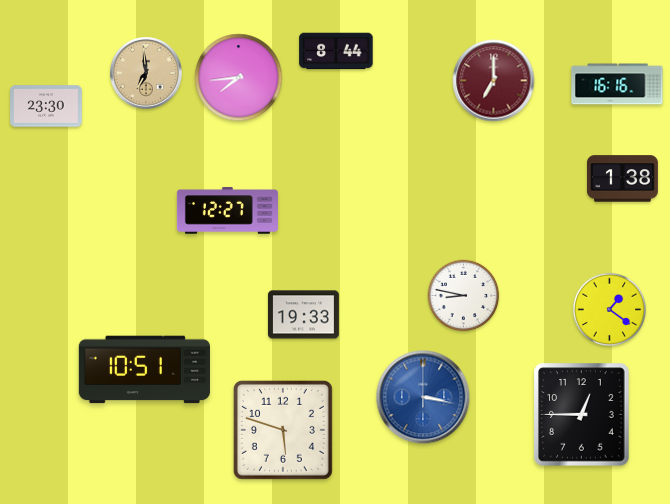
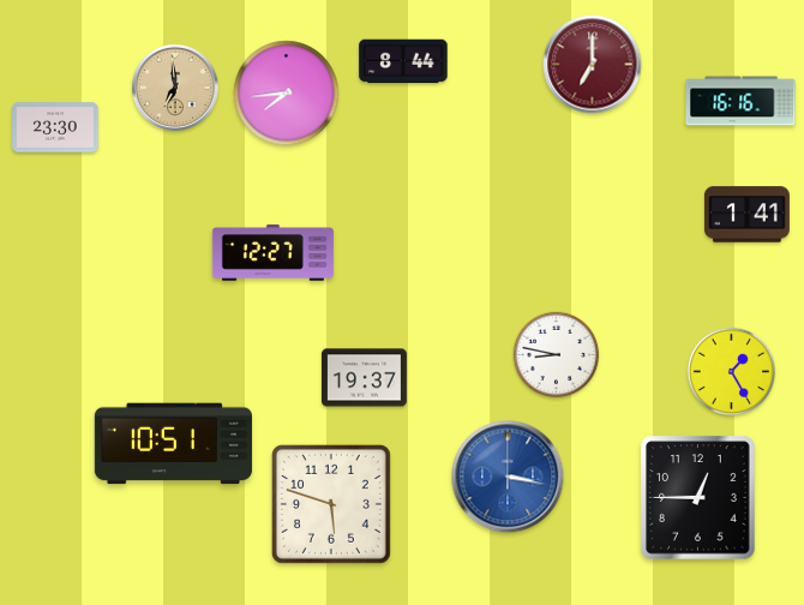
clock at (494, 81) position: (494, 81) -> (593, 65)
clock at (622, 179): 1:38 -> 1:41
clock at (610, 310): 1:21 -> 1:25
clock at (303, 315): 19:33 -> 19:37
clock at (283, 430) position: (283, 430) -> (331, 504)
